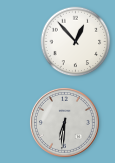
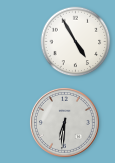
clock at (76, 42): 12:53 -> 4:55
